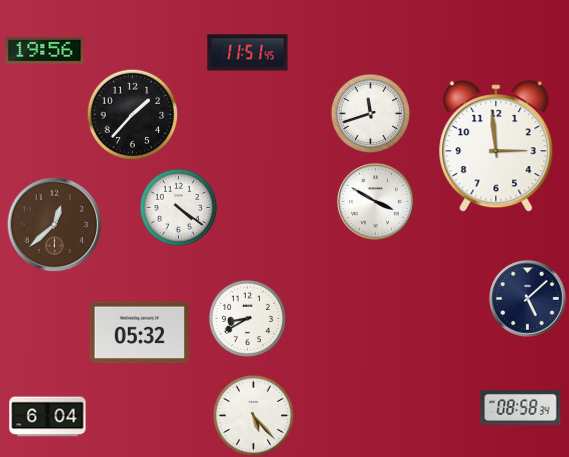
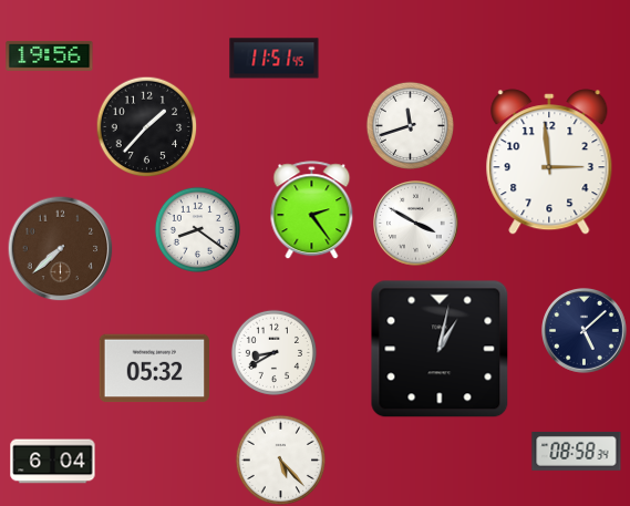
clock at (312, 210): none -> 2:24
clock at (178, 207): 4:21 -> 8:21
clock at (54, 224): 12:38 -> 7:38
clock at (440, 349): none -> 1:02
